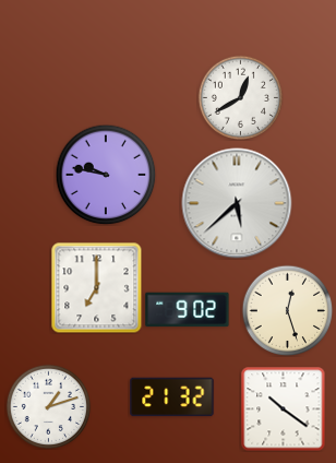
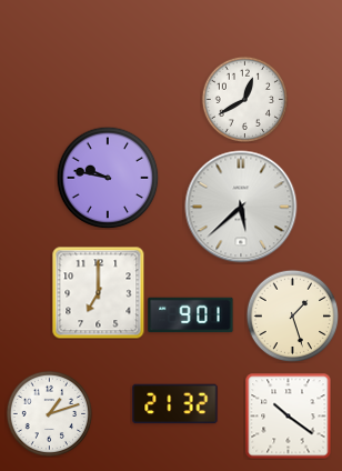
clock at (188, 310): 9:02 -> 9:01
clock at (287, 310): 12:27 -> 1:27
